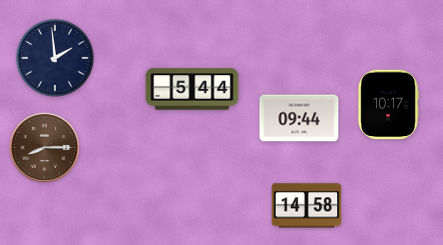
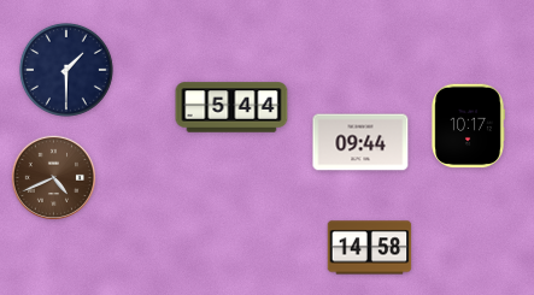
clock at (55, 58): 1:59 -> 1:30
clock at (45, 148): 8:15 -> 4:41
